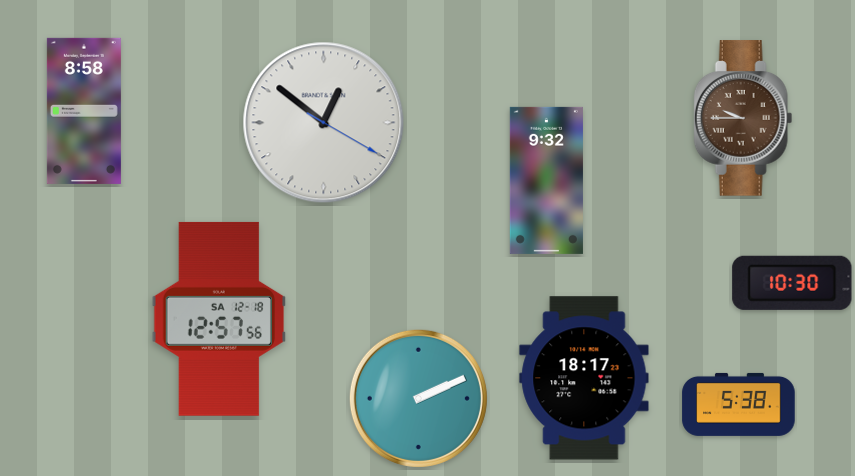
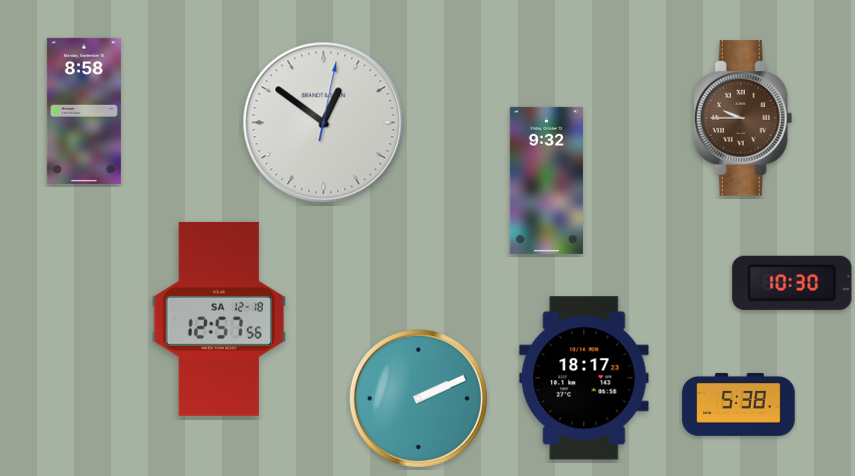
clock at (324, 123): 12:51:20 -> 12:51:02
